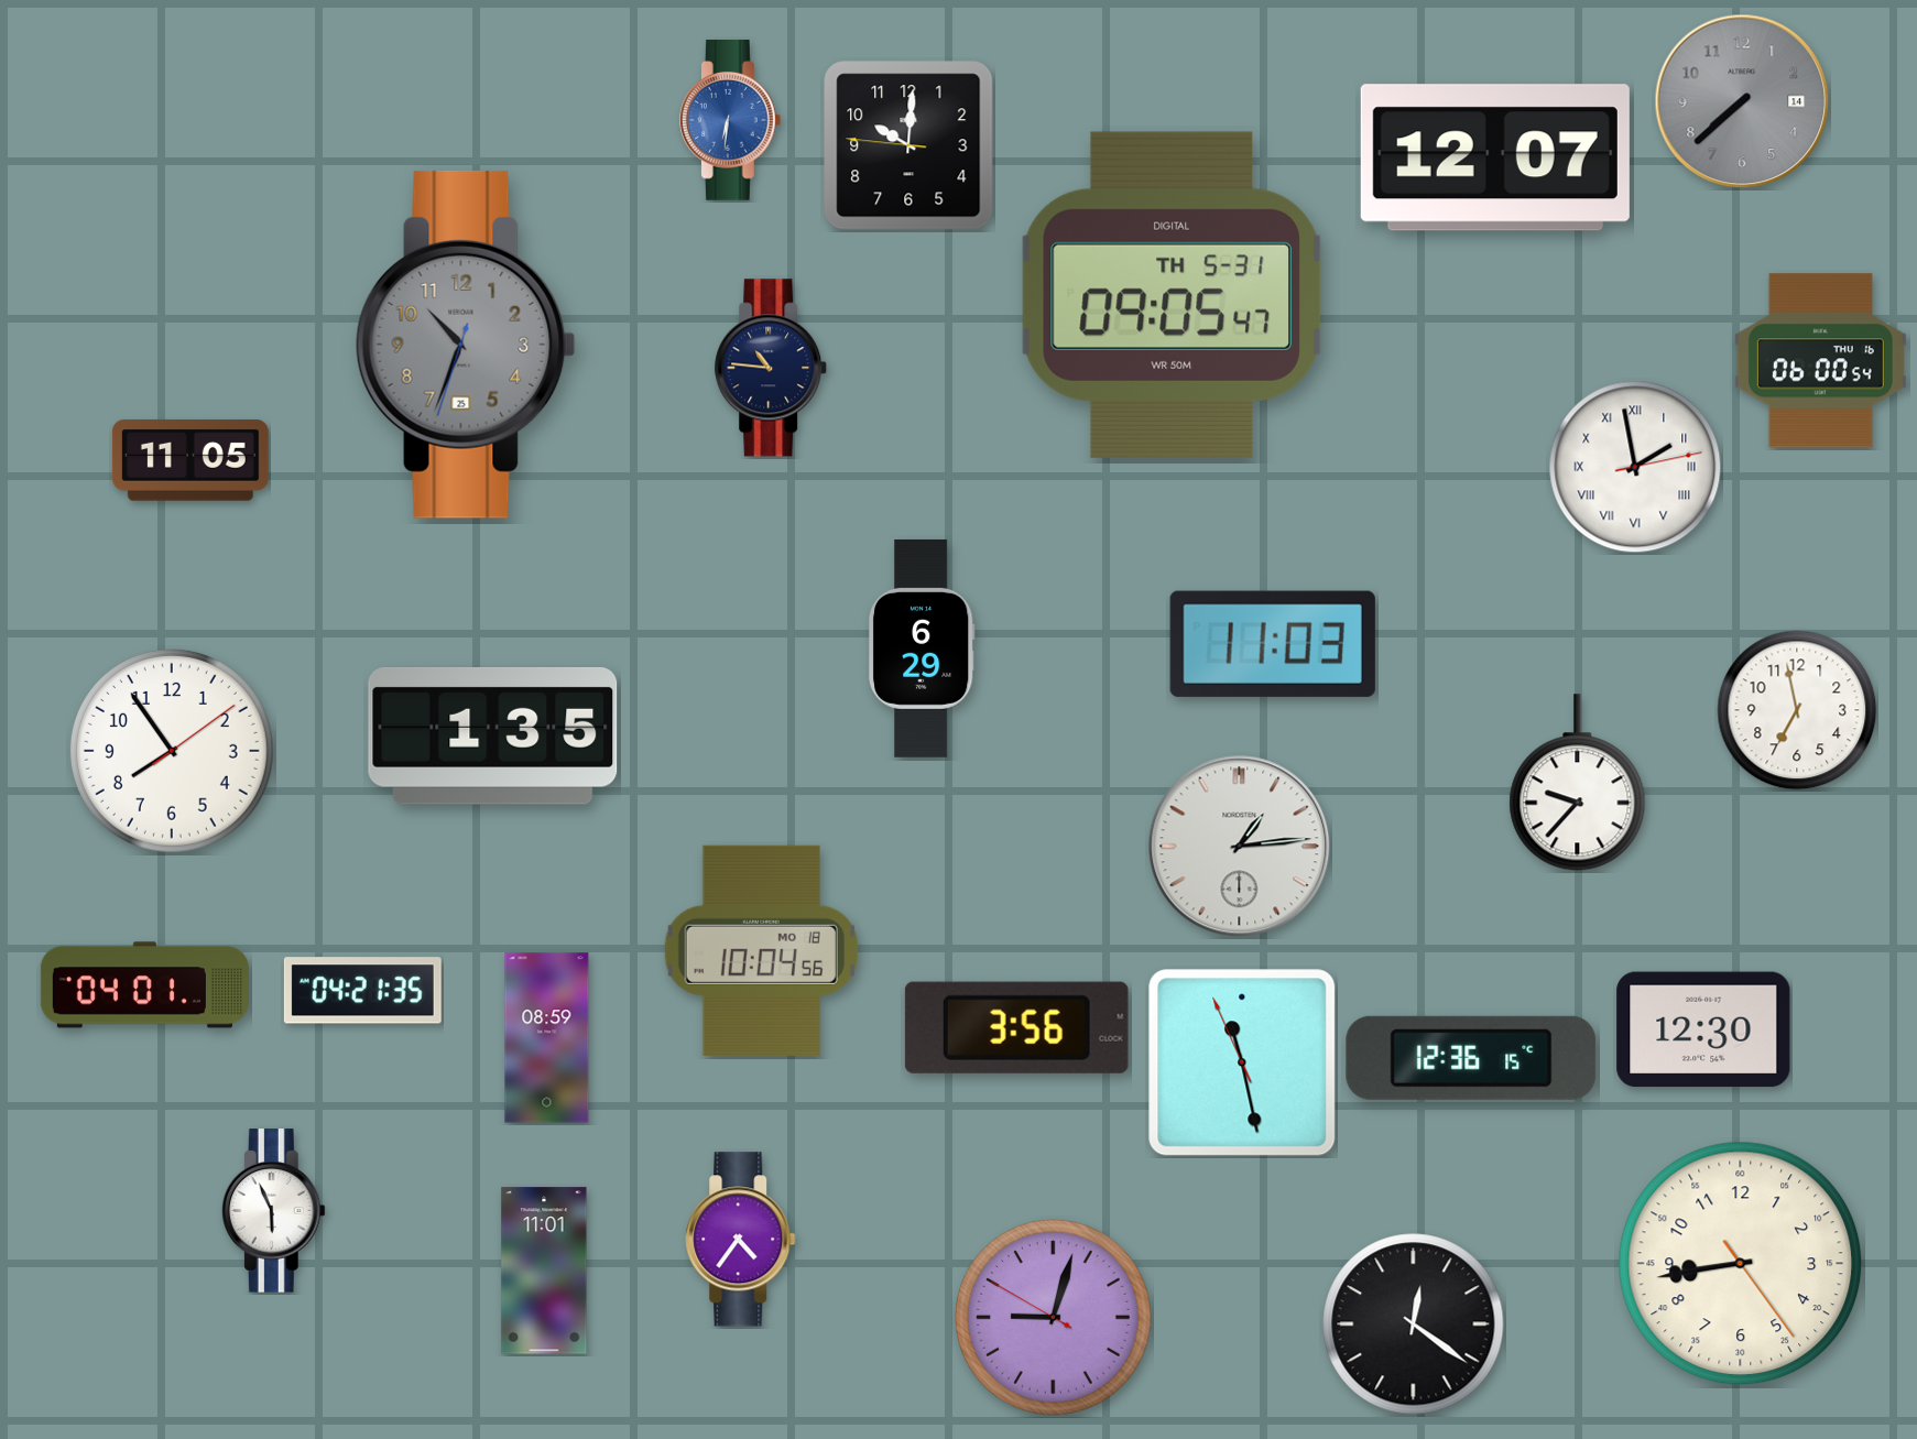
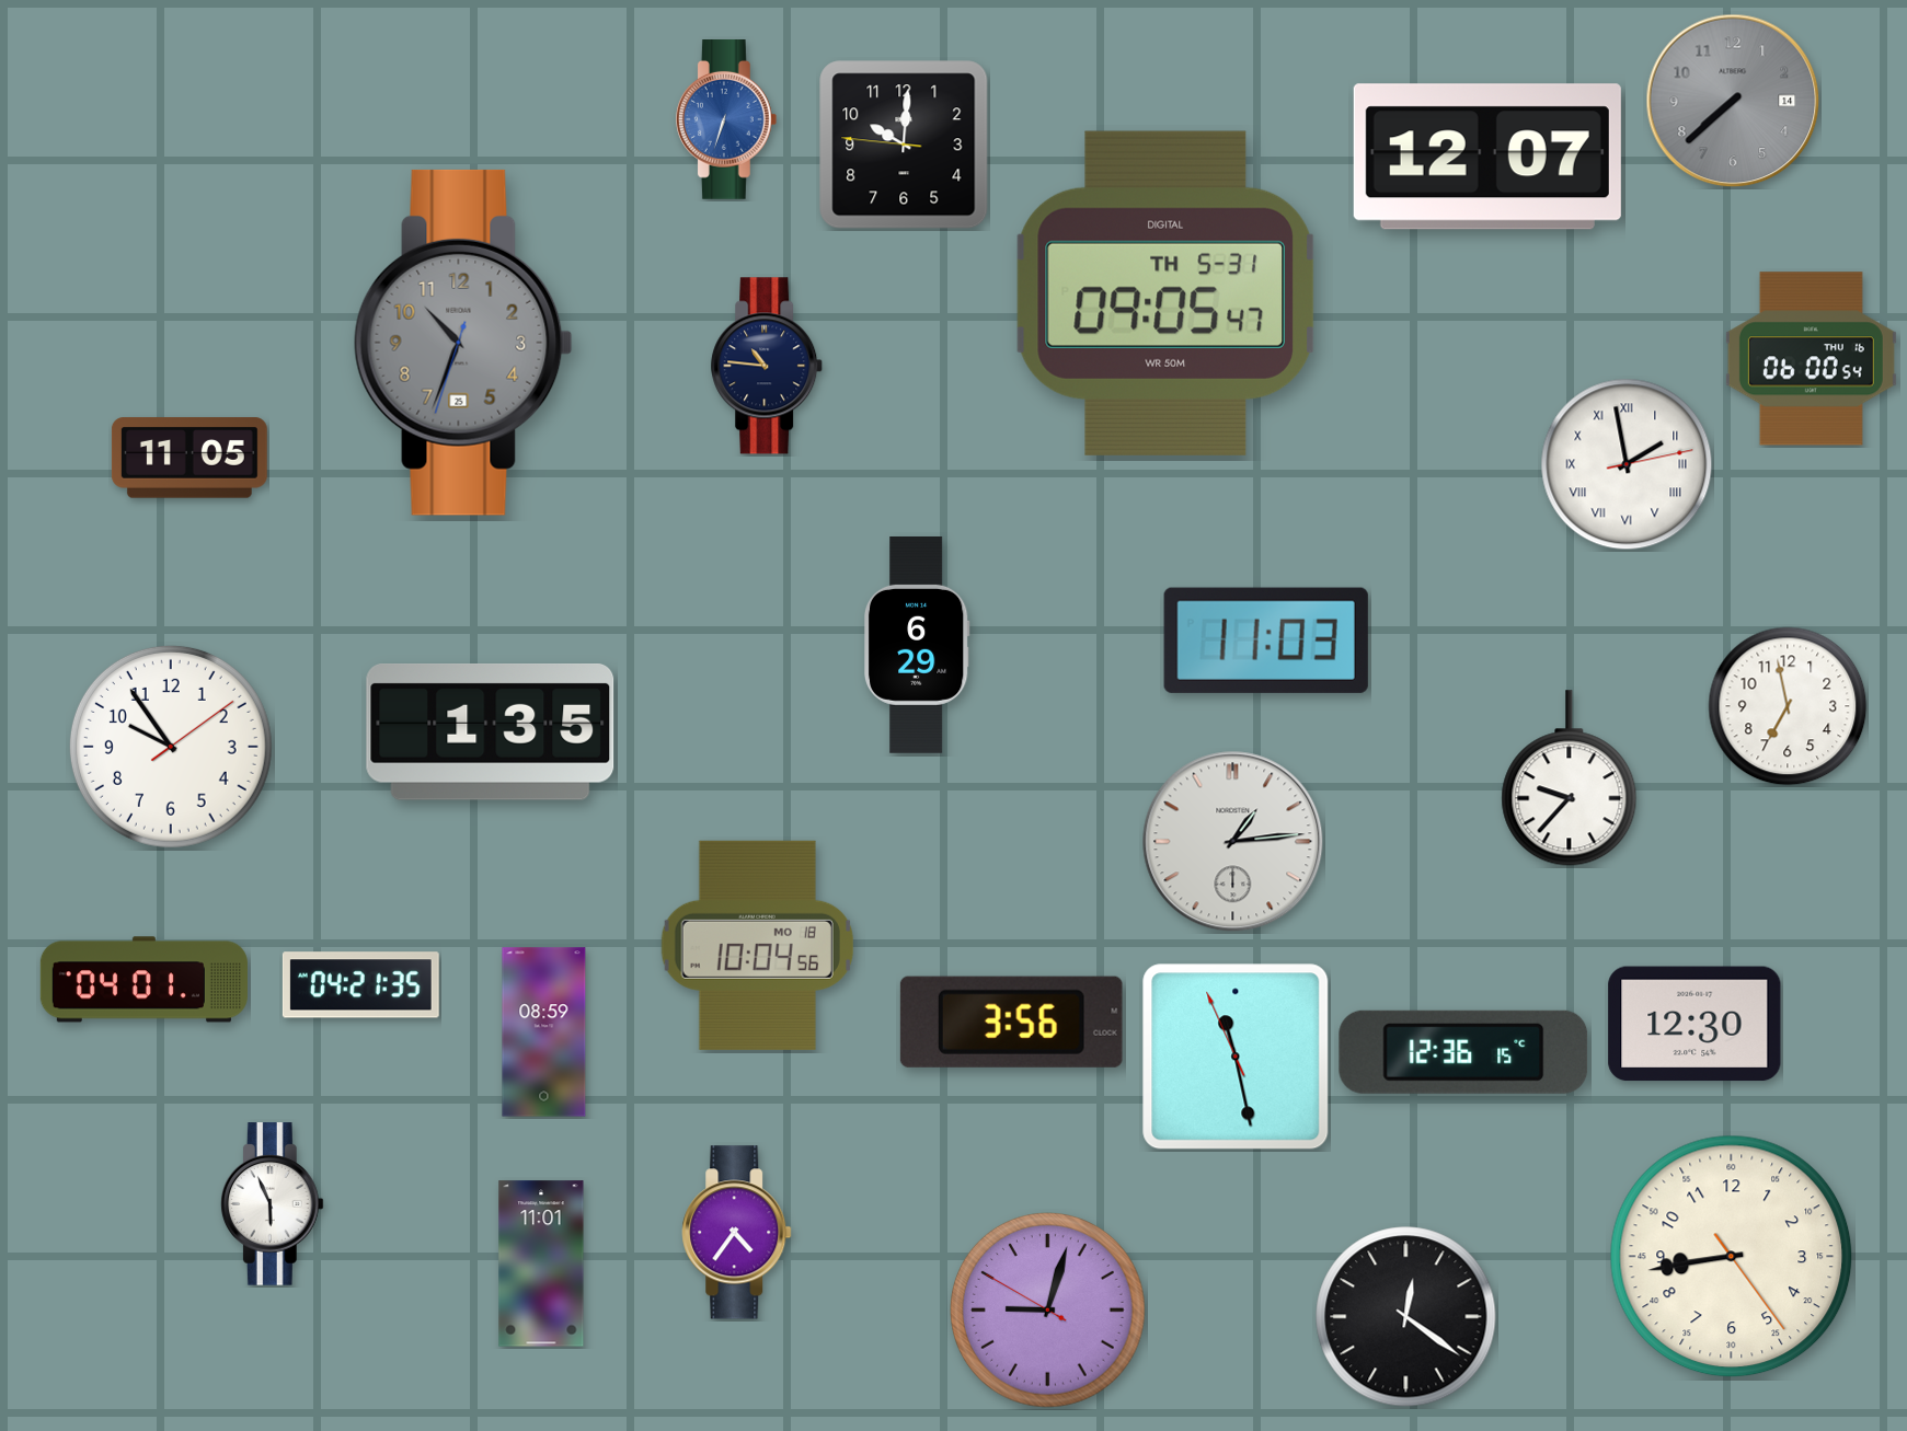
clock at (730, 121): 6:31 -> 6:33
clock at (172, 751): 7:54 -> 9:54
